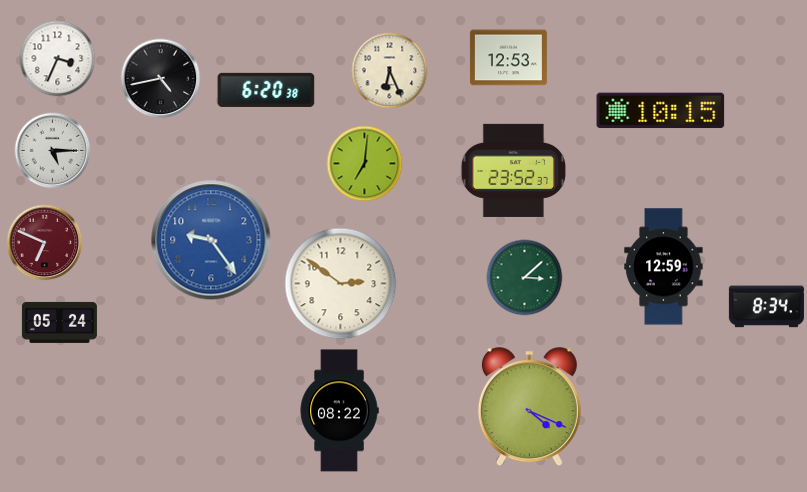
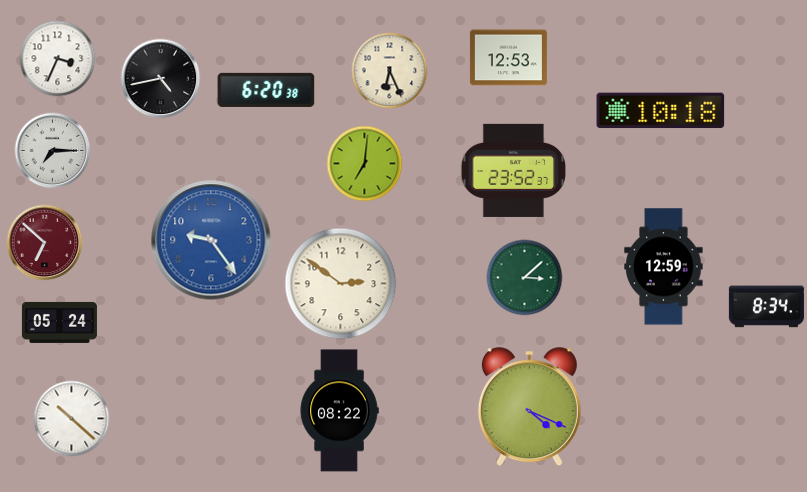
clock at (661, 111): 10:15 -> 10:18
clock at (53, 151): 5:15 -> 7:15
clock at (45, 243): 6:49 -> 6:52
clock at (72, 419): none -> 10:22
